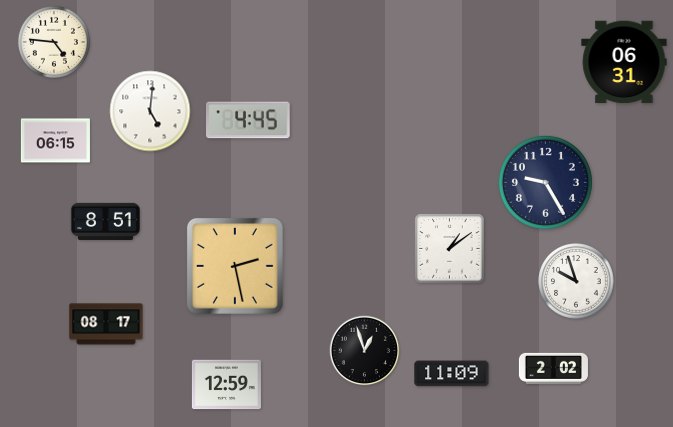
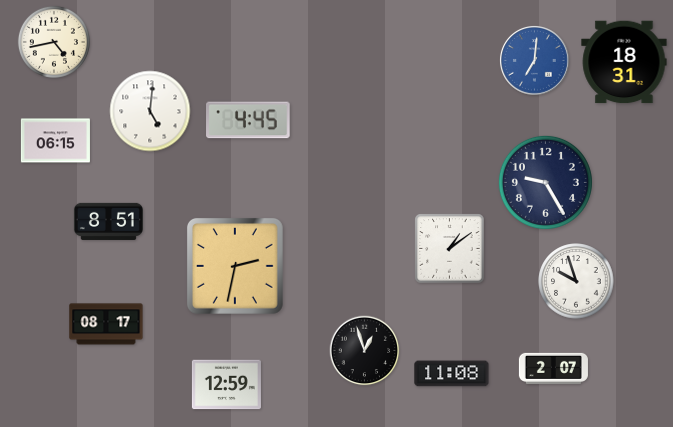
clock at (54, 42): 4:46 -> 4:43
clock at (535, 61): none -> 7:01
clock at (624, 62): 06:31 -> 18:31
clock at (105, 221) position: (105, 221) -> (108, 221)
clock at (235, 266): 2:28 -> 2:32
clock at (553, 368): 2:02 -> 2:07
clock at (452, 374): 11:09 -> 11:08
